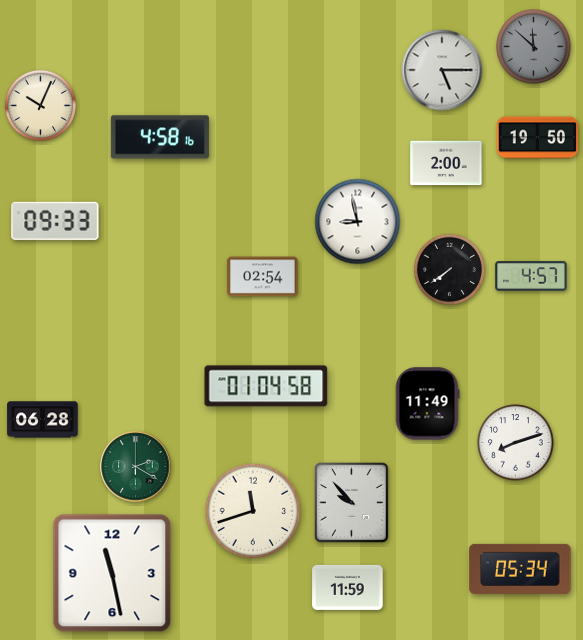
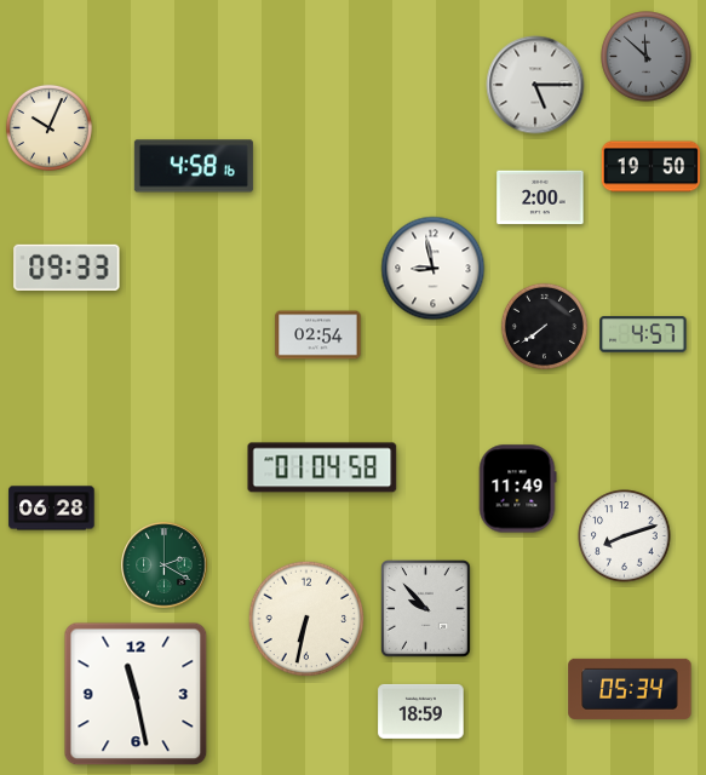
clock at (253, 511): 11:42 -> 6:32
clock at (348, 587): 11:59 -> 18:59
